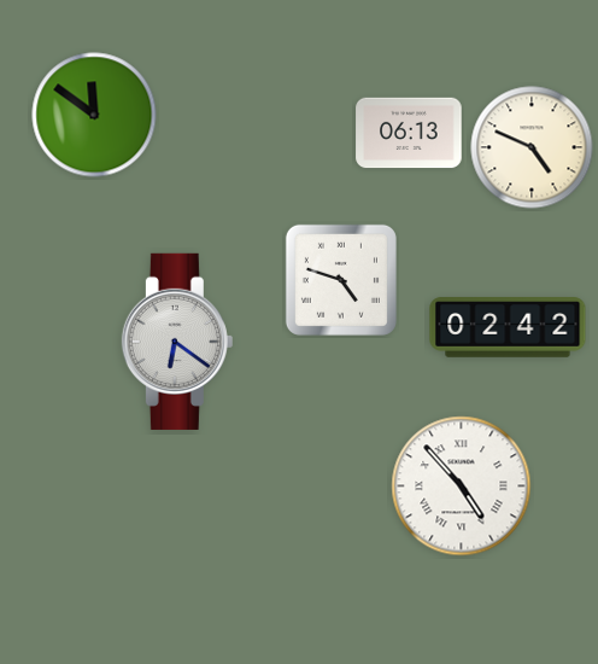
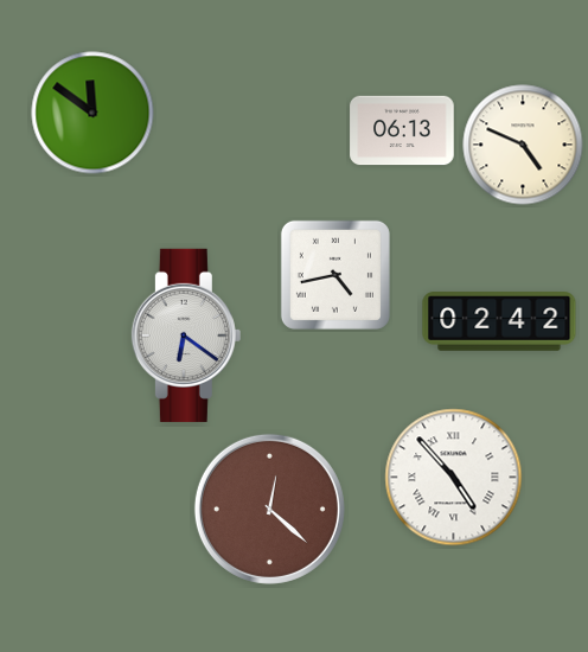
clock at (341, 280): 4:48 -> 4:43
clock at (177, 342) position: (177, 342) -> (186, 335)
clock at (269, 509): none -> 12:22
